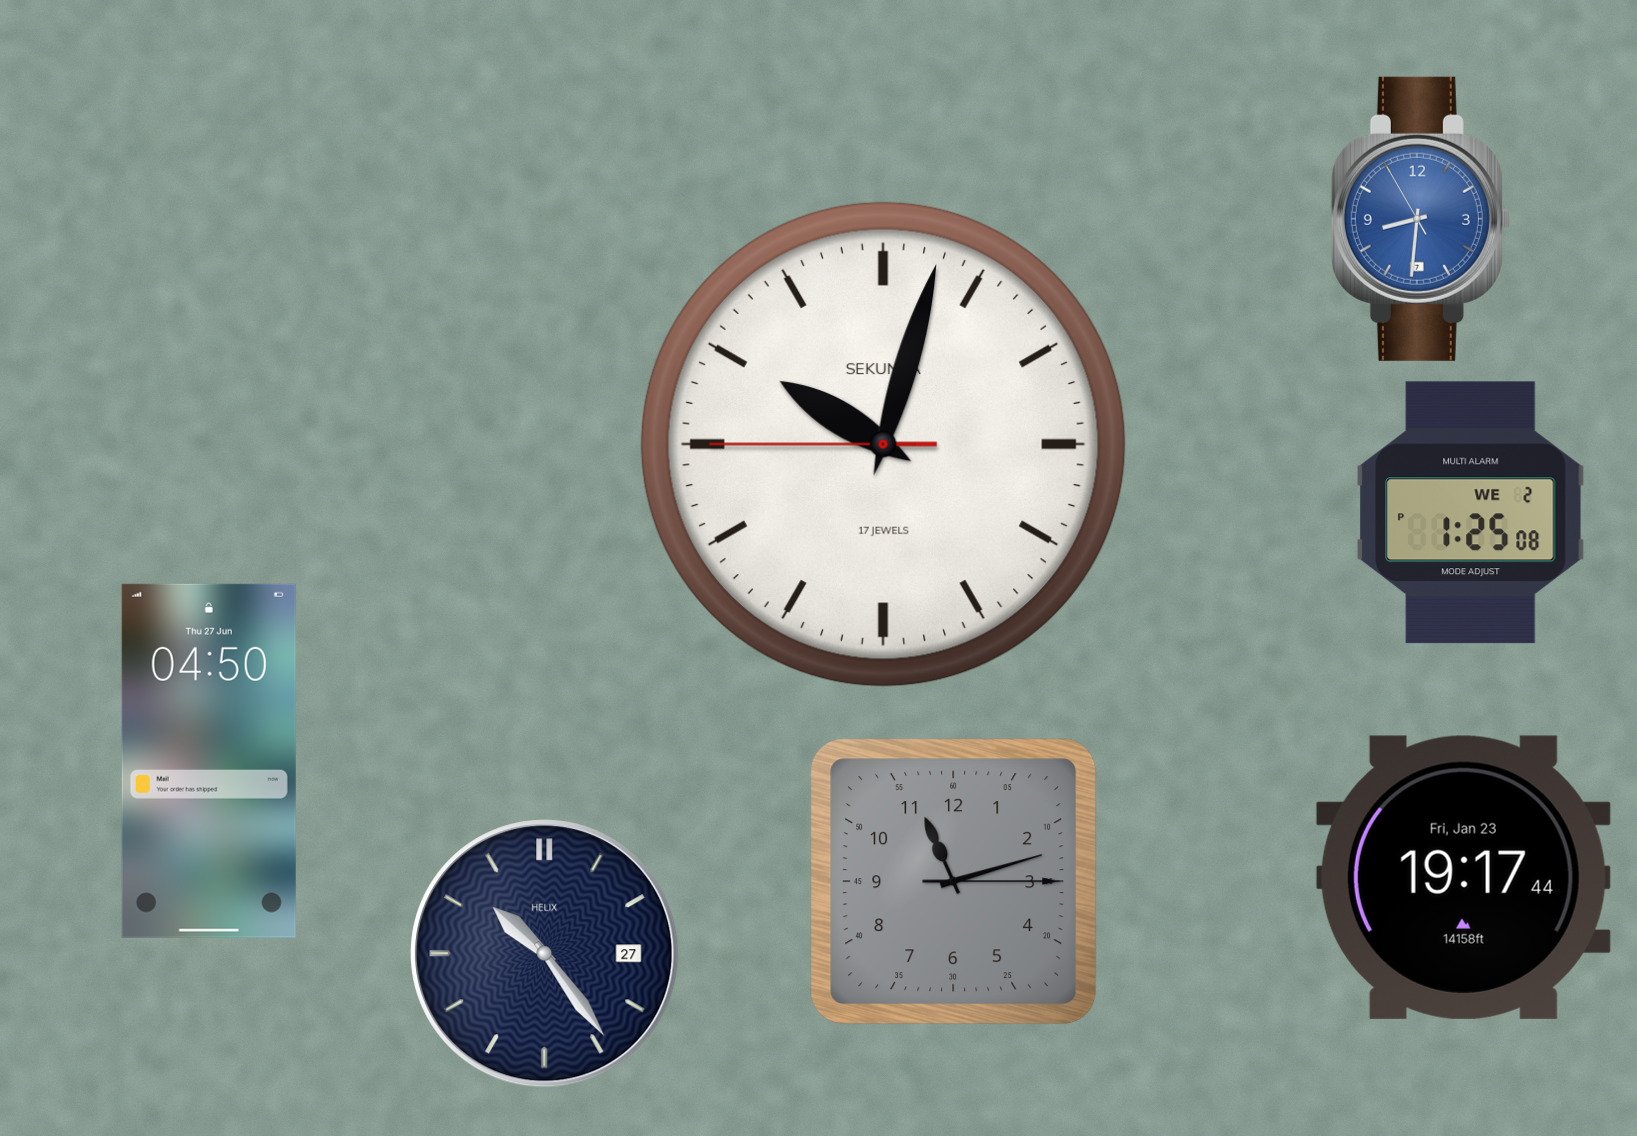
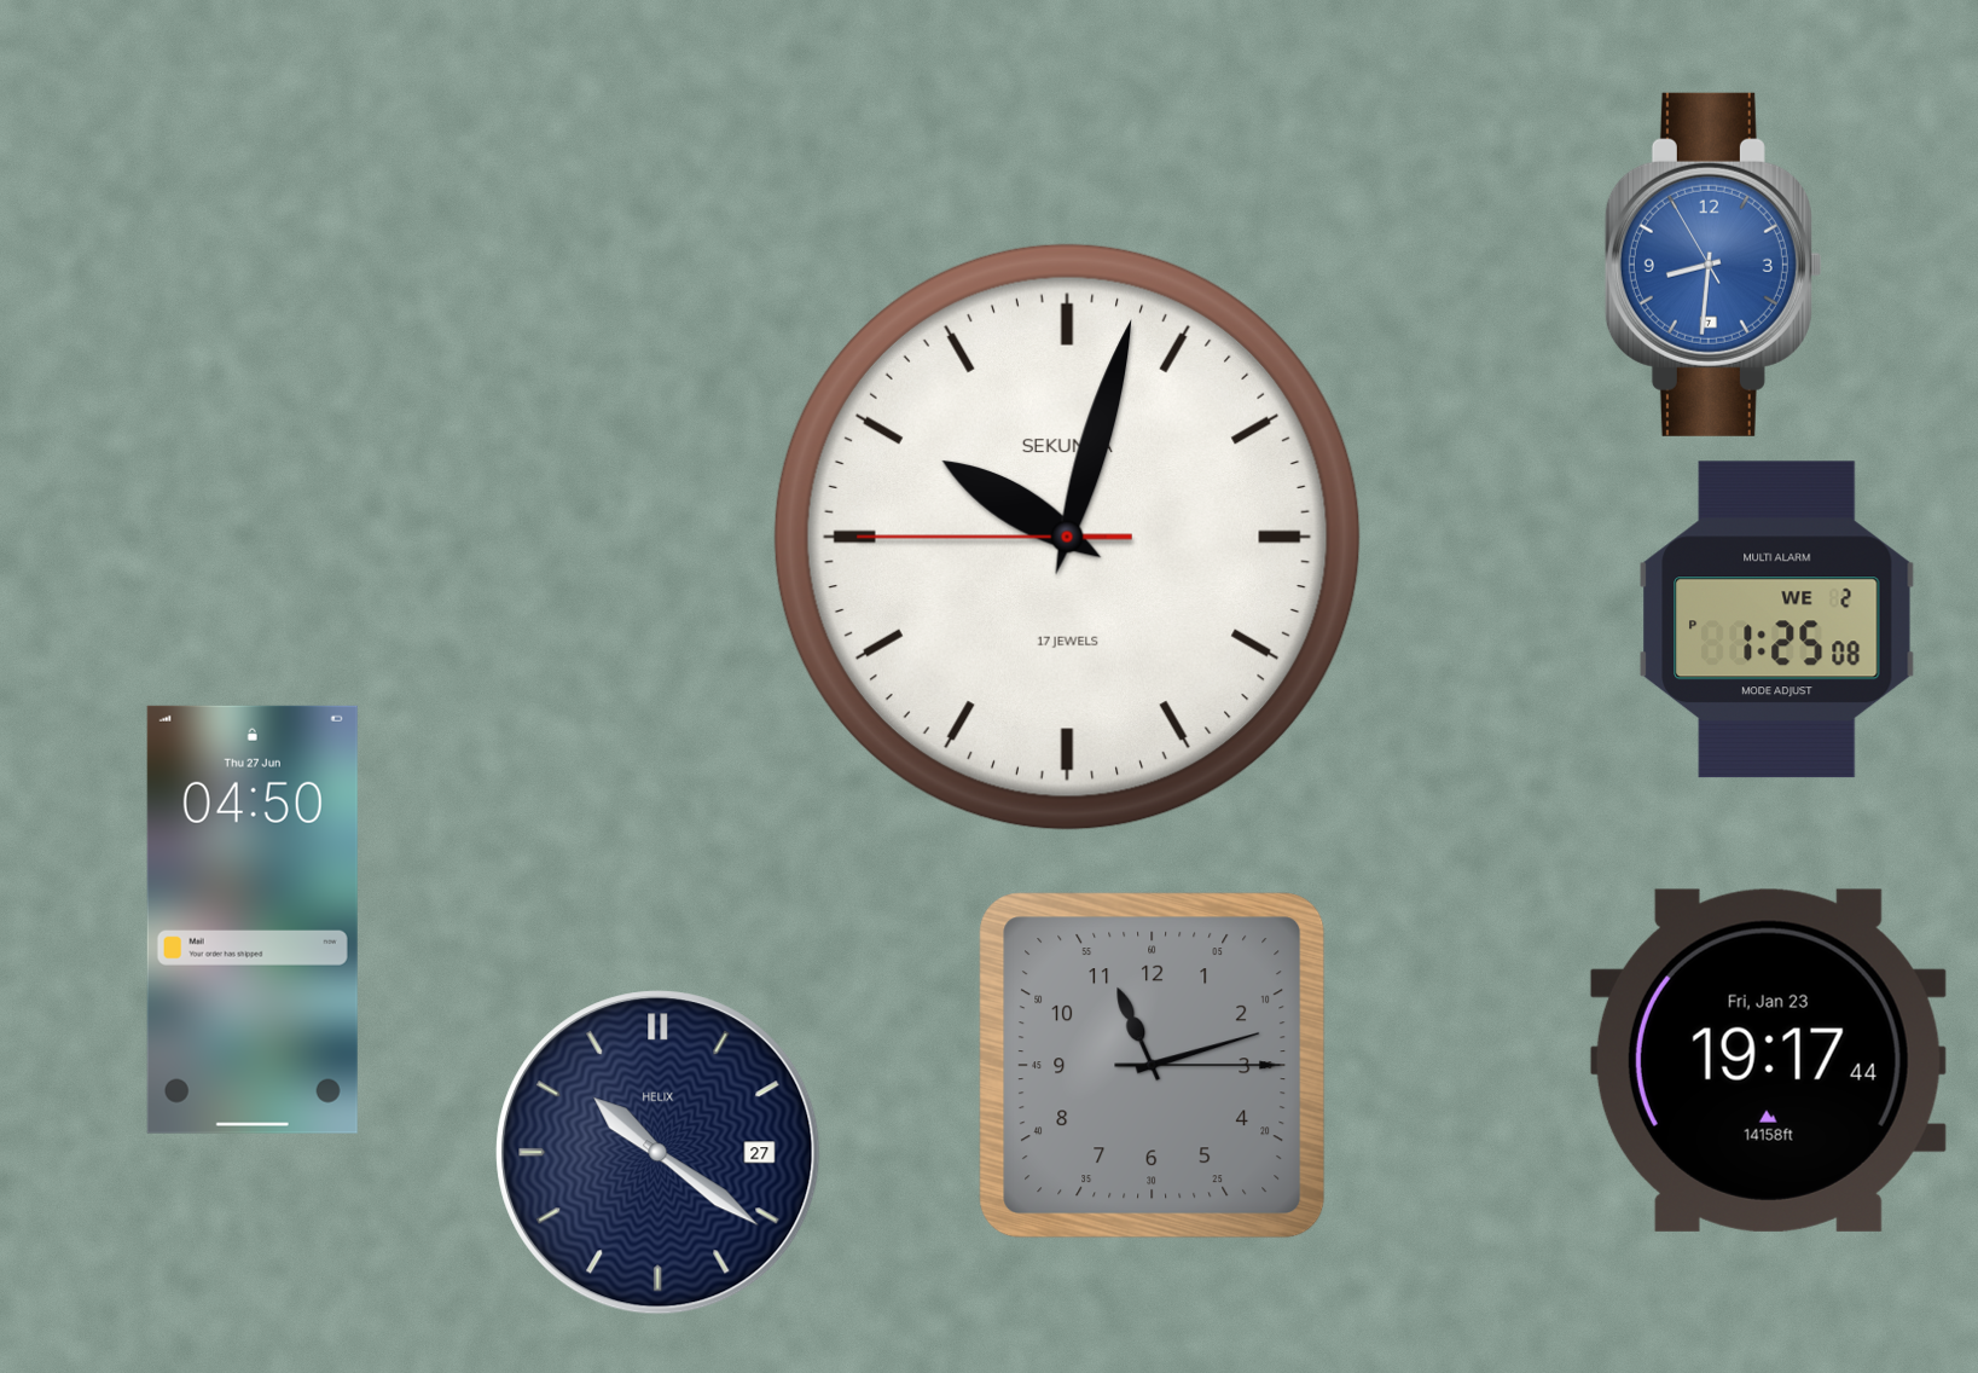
clock at (1421, 219) position: (1421, 219) -> (1713, 265)
clock at (545, 954): 10:24 -> 10:21
